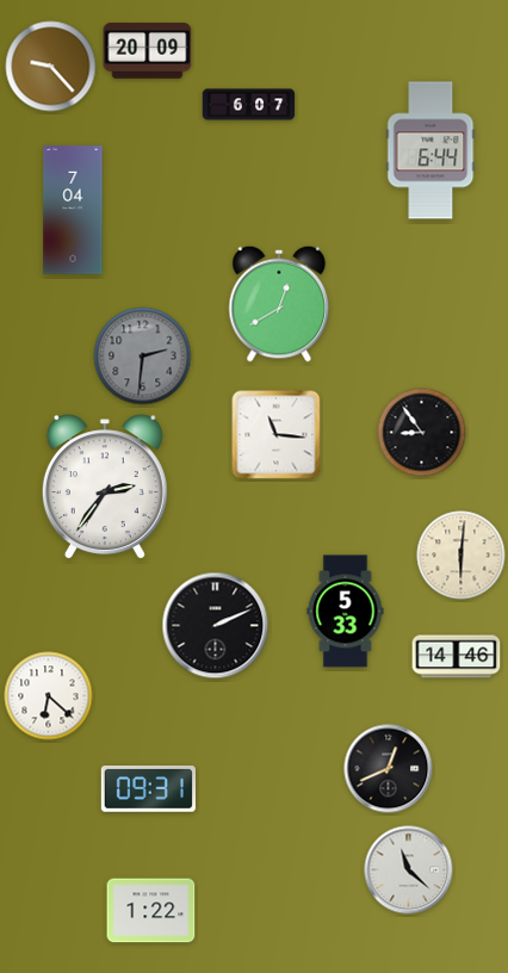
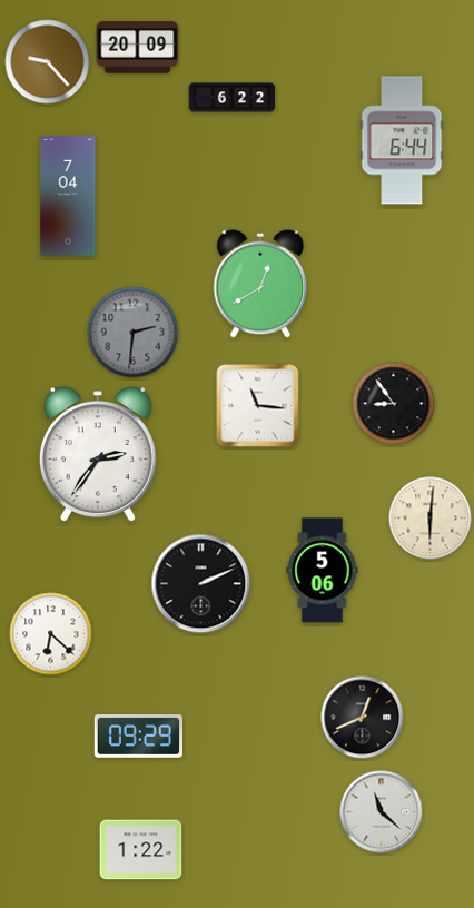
clock at (249, 105): 6:07 -> 6:22
clock at (346, 612): 5:33 -> 5:06
clock at (457, 657): 14:46 -> none
clock at (49, 696) position: (49, 696) -> (51, 634)
clock at (148, 789): 09:31 -> 09:29
